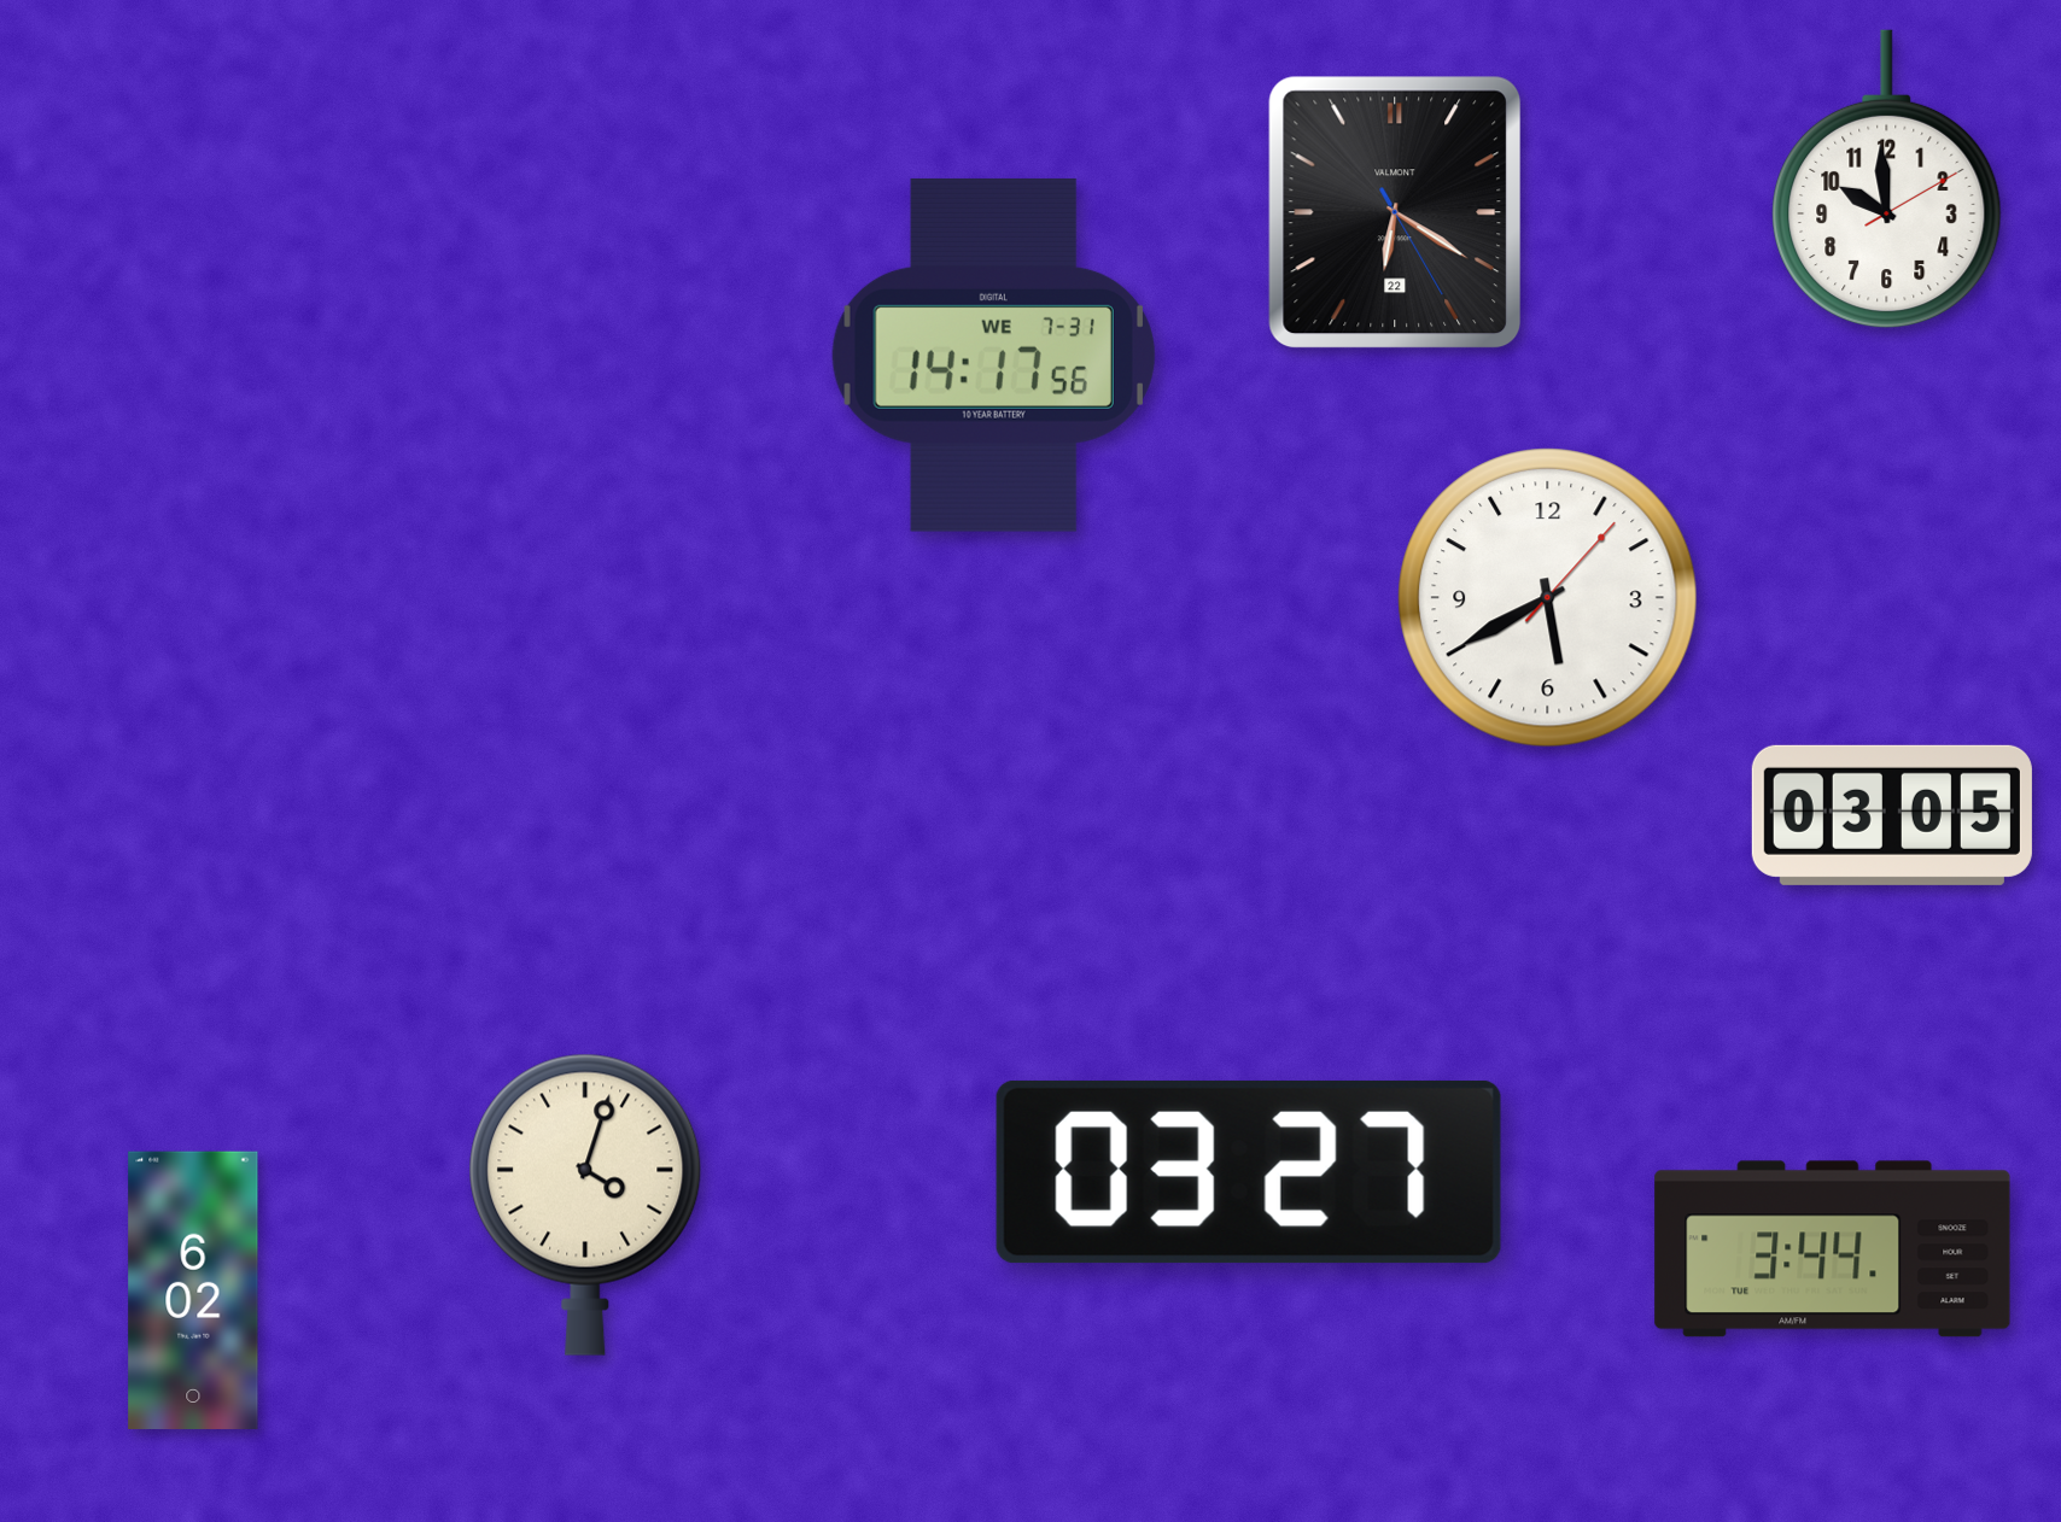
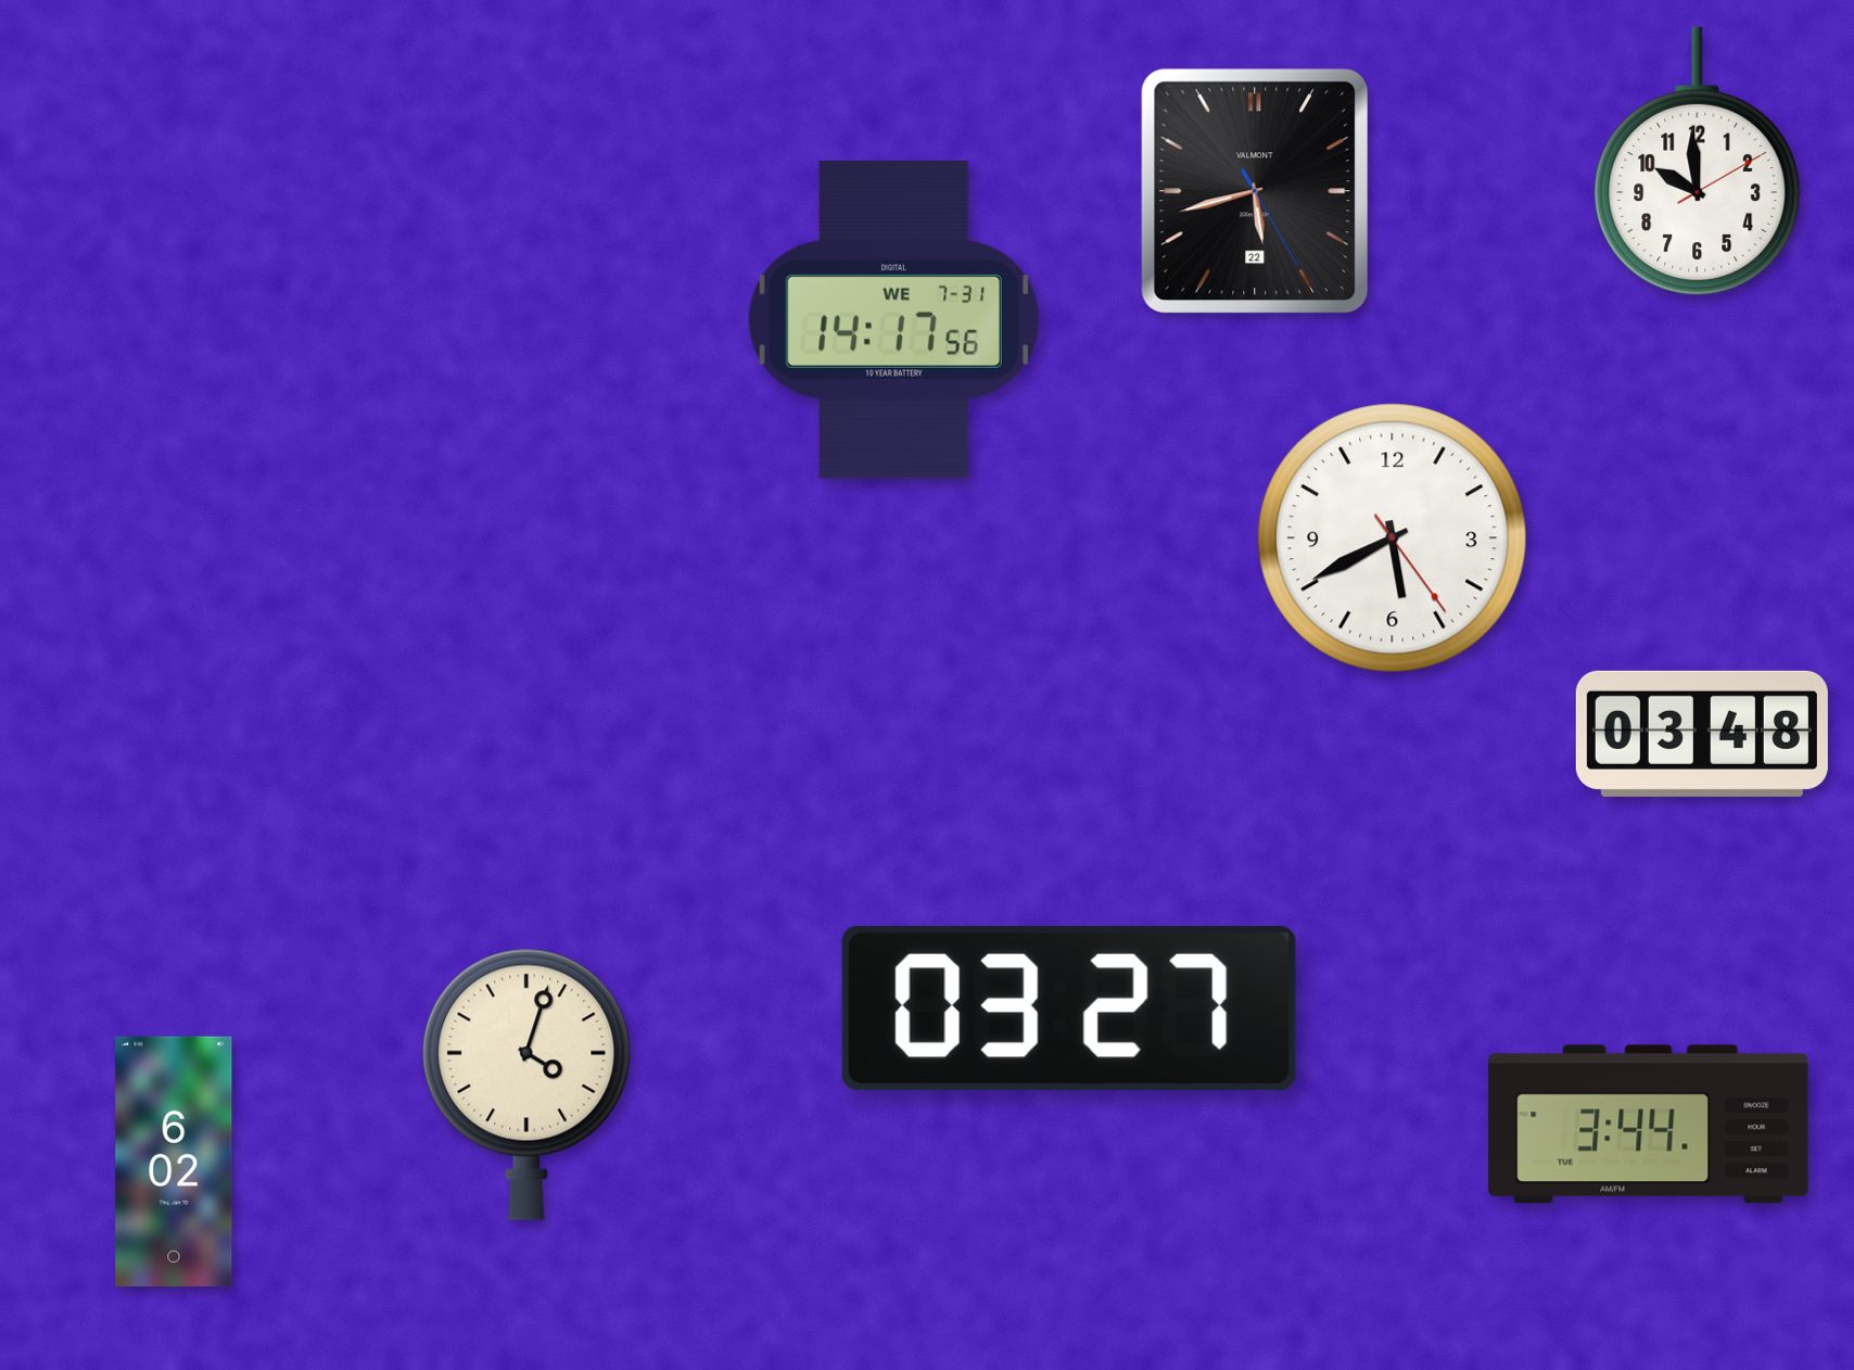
clock at (1395, 212): 6:20 -> 5:42
clock at (1548, 598): 5:40:07 -> 5:40:24
clock at (1892, 815): 03:05 -> 03:48
clock at (1249, 1172) position: (1249, 1172) -> (1069, 1009)
